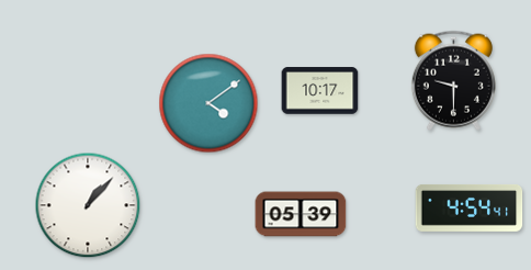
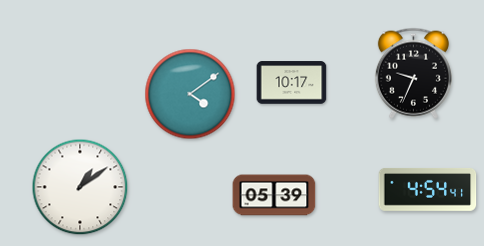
clock at (453, 80): 9:30 -> 9:34
clock at (88, 205): 1:07 -> 1:09
